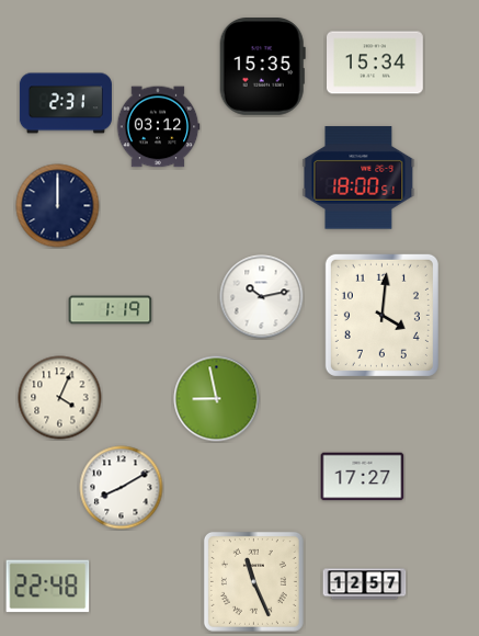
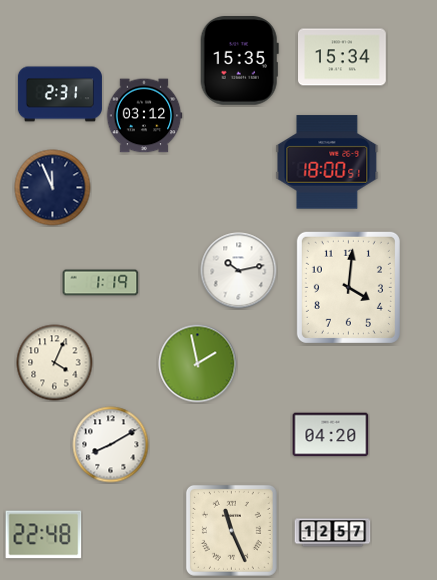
clock at (58, 206): 12:00 -> 11:56
clock at (217, 399): 8:58 -> 1:58
clock at (363, 477): 17:27 -> 04:20
